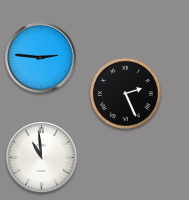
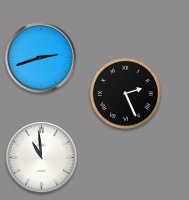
clock at (41, 58): 2:46 -> 2:42
